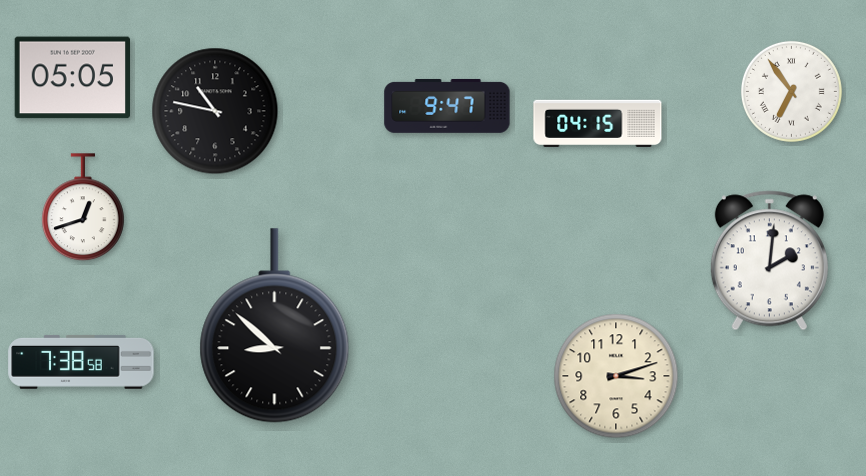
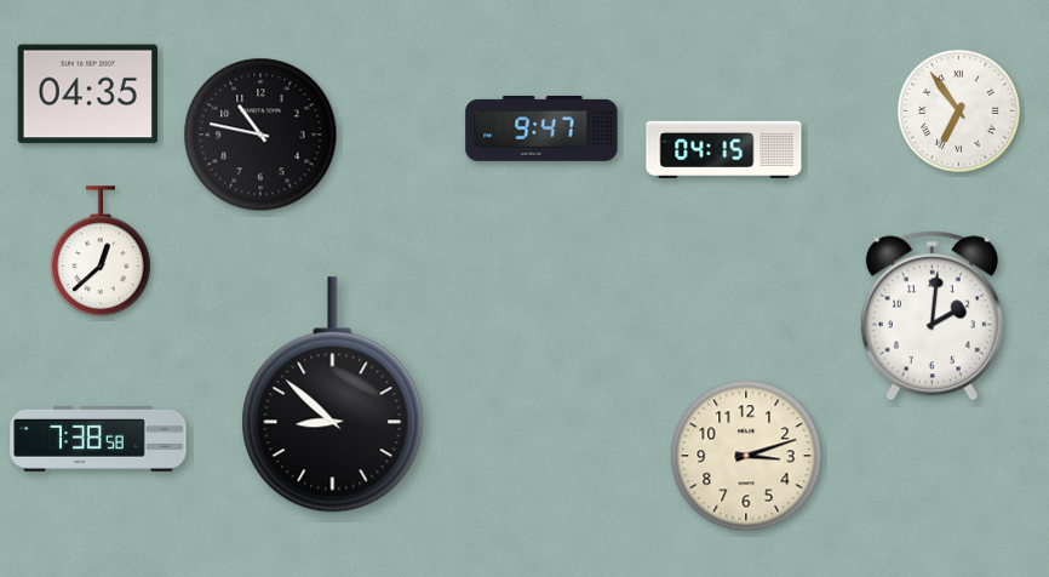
clock at (73, 78): 05:05 -> 04:35
clock at (84, 208): 12:42 -> 12:38
